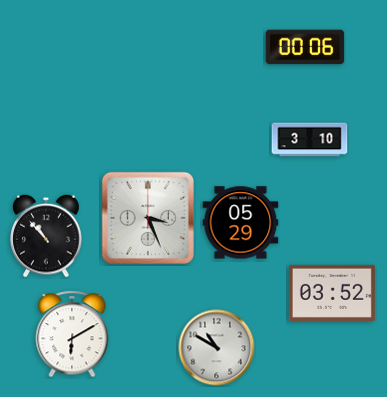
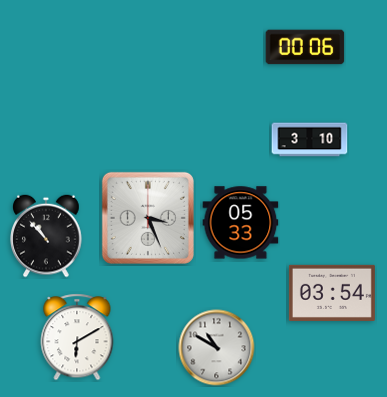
clock at (241, 223): 05:29 -> 05:33
clock at (332, 293): 03:52 -> 03:54
clock at (72, 334) position: (72, 334) -> (77, 337)
